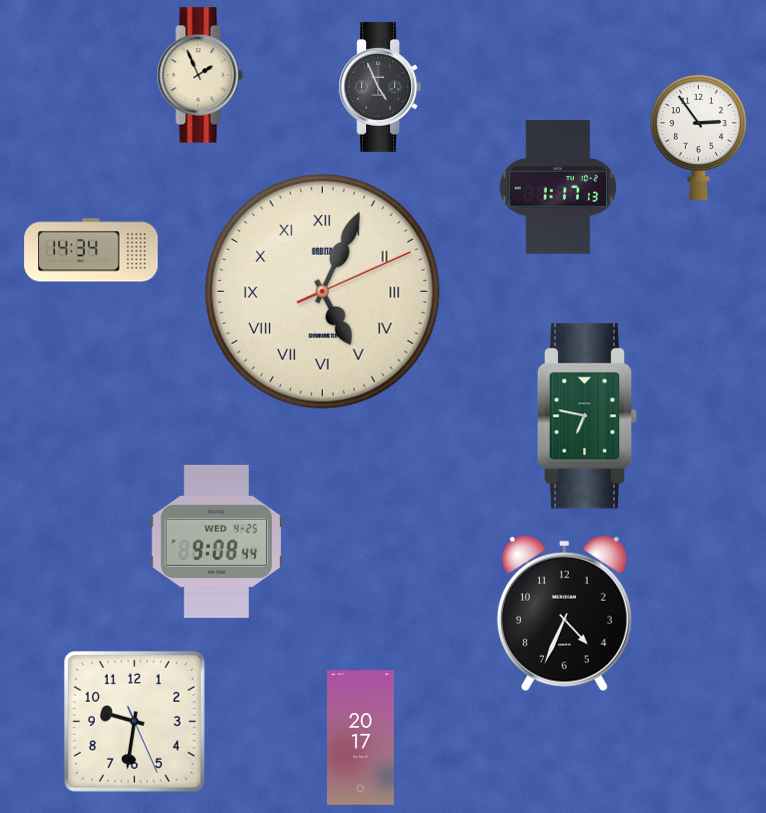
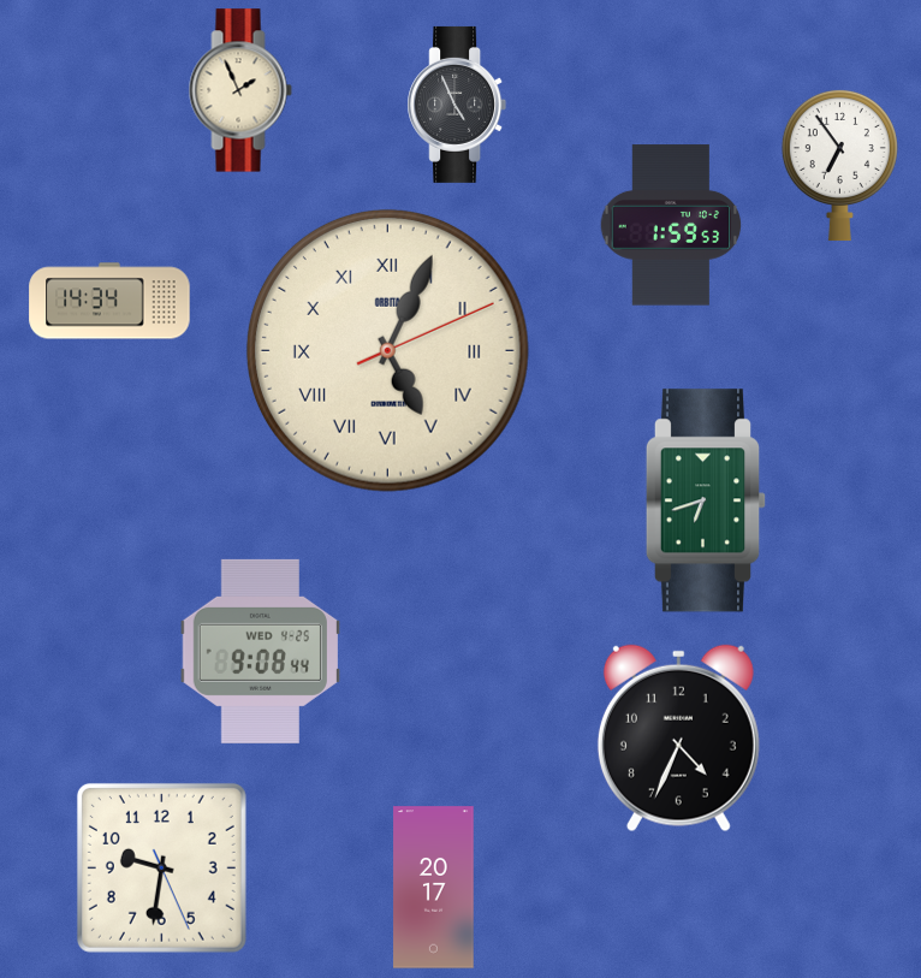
clock at (698, 137): 2:54 -> 6:54
clock at (558, 187): 1:17 -> 1:59
clock at (587, 416): 6:47 -> 6:42
